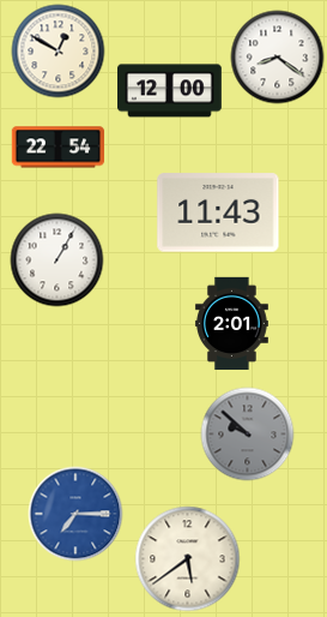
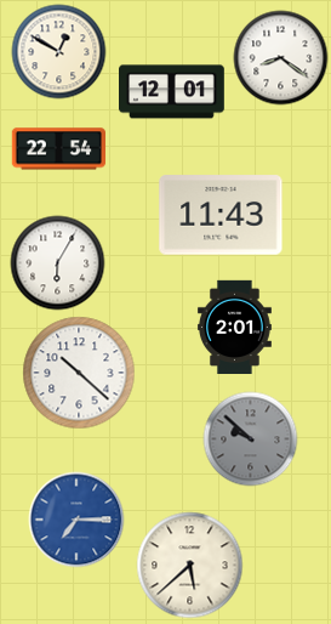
clock at (170, 91): 12:00 -> 12:01
clock at (56, 259): 1:05 -> 6:05
clock at (79, 373): none -> 10:22
clock at (187, 558): 5:39 -> 5:38
